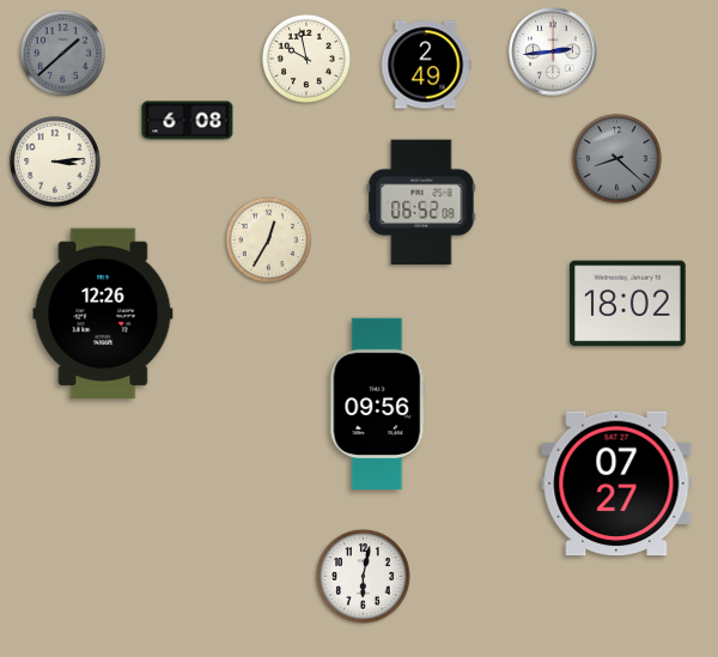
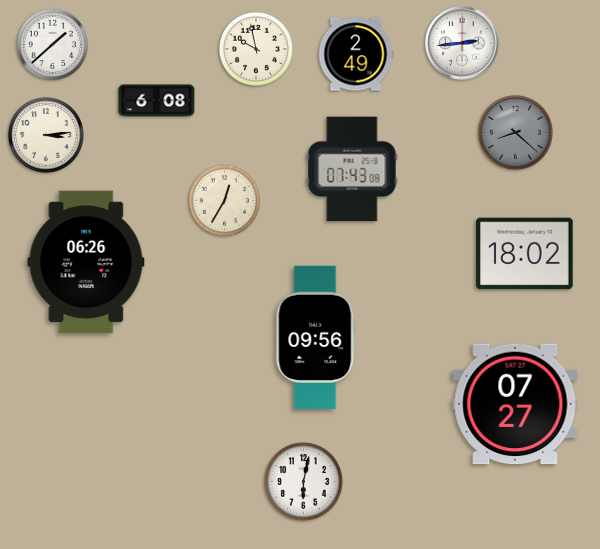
clock at (63, 54) dial: grey -> white
clock at (421, 202): 06:52 -> 07:43
clock at (103, 314): 12:26 -> 06:26
